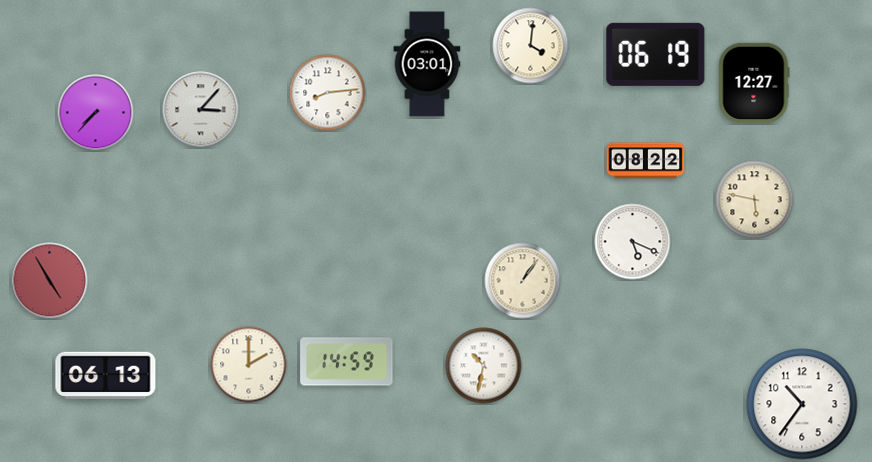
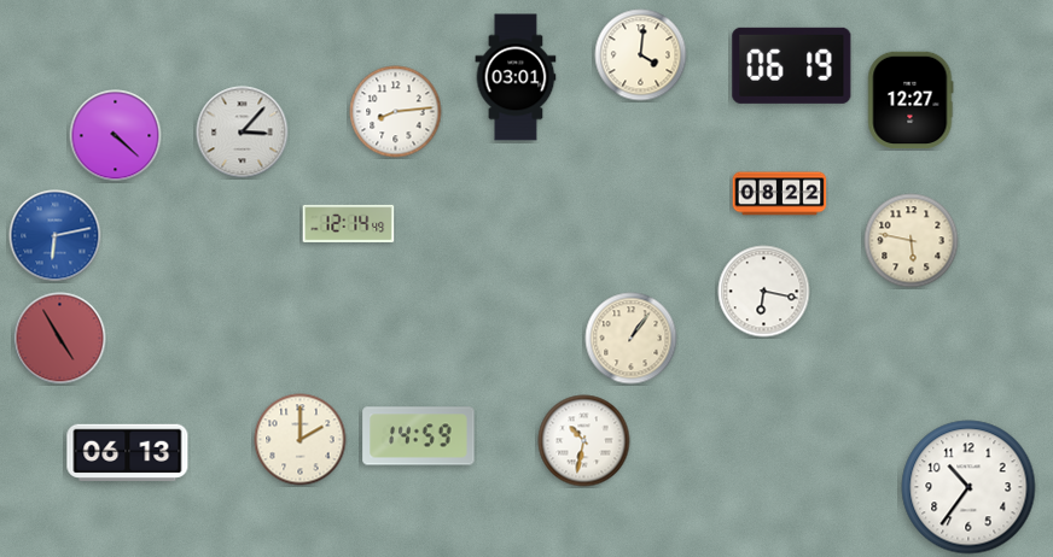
clock at (96, 113): 7:37 -> 4:22
clock at (349, 223): none -> 12:14
clock at (56, 236): none -> 6:13
clock at (633, 242): 5:19 -> 6:17
